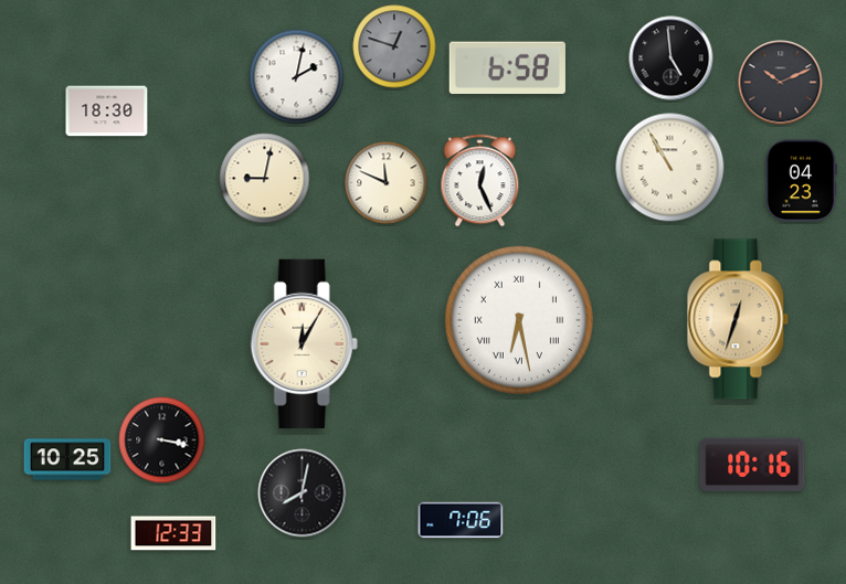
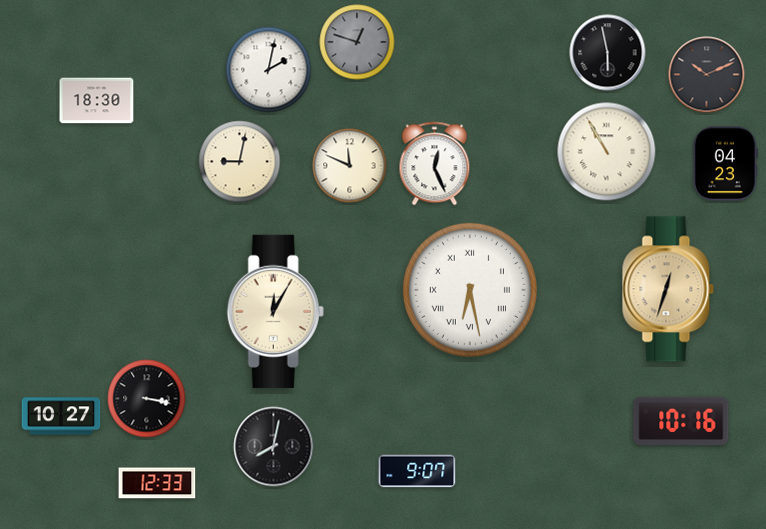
clock at (671, 59): 4:59 -> 5:58
clock at (507, 68): 6:58 -> none
clock at (67, 459): 10:25 -> 10:27
clock at (461, 520): 7:06 -> 9:07
